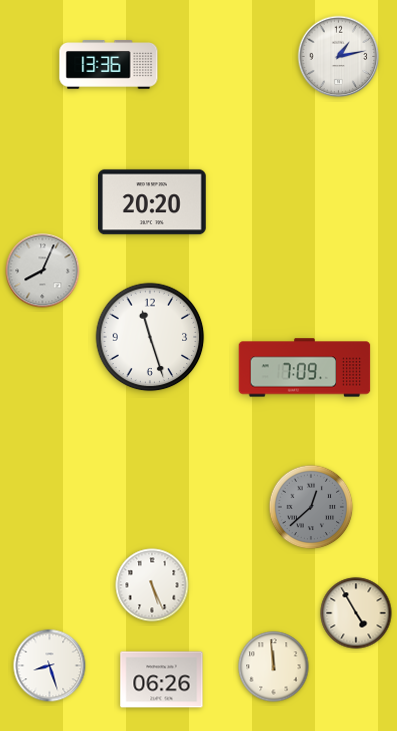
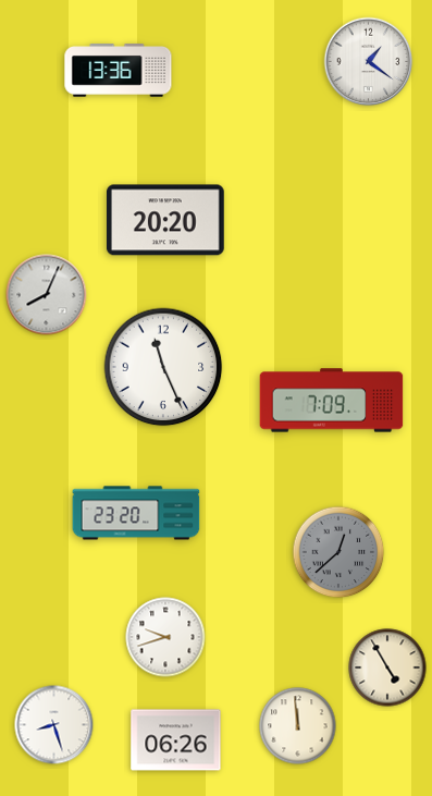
clock at (339, 57): 1:13 -> 1:21
clock at (150, 337): 11:27 -> 11:26
clock at (136, 513): none -> 23:20
clock at (152, 585): 5:26 -> 9:42
